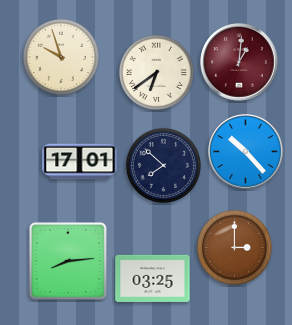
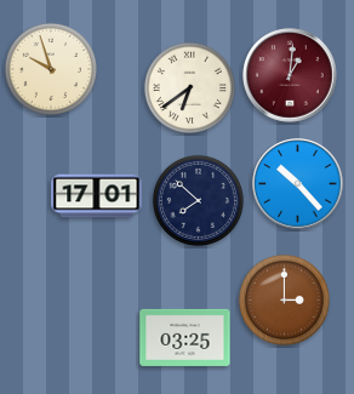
clock at (61, 57) position: (61, 57) -> (51, 69)
clock at (68, 261): 8:14 -> none
